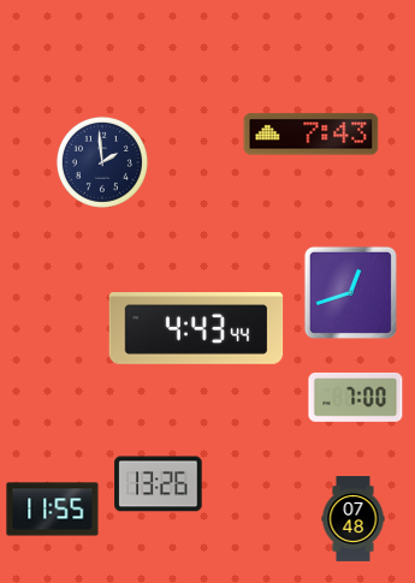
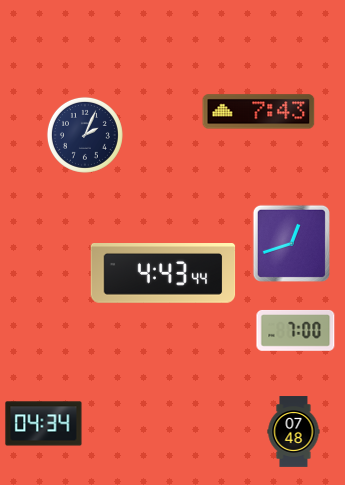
clock at (102, 162): 1:59 -> 2:04
clock at (159, 484): 13:26 -> none
clock at (53, 510): 11:55 -> 04:34
